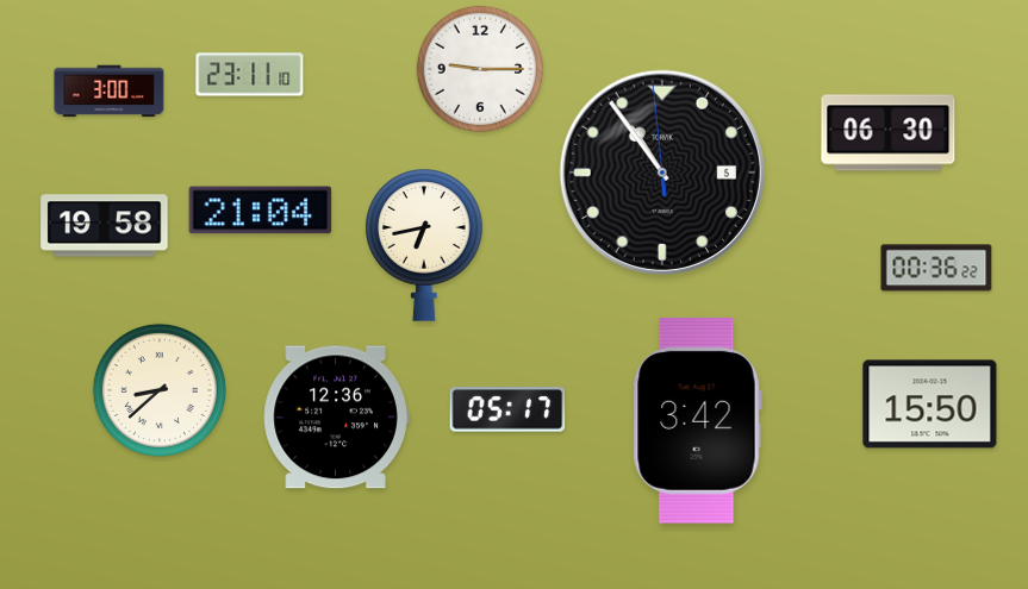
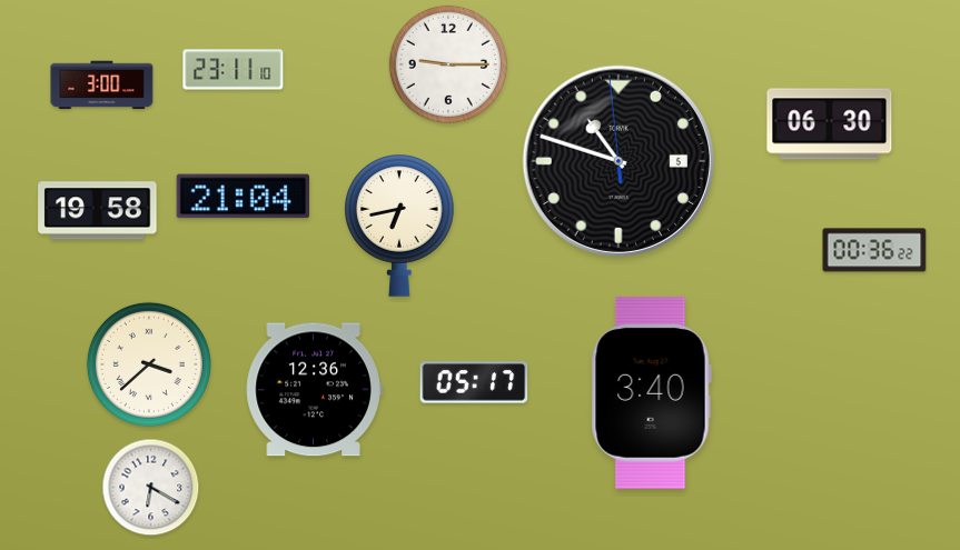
clock at (662, 173): 10:53 -> 10:47
clock at (425, 245) position: (425, 245) -> (400, 226)
clock at (160, 390): 8:38 -> 3:38
clock at (930, 405): 15:50 -> none
clock at (697, 421): 3:42 -> 3:40
clock at (151, 488): none -> 6:20
